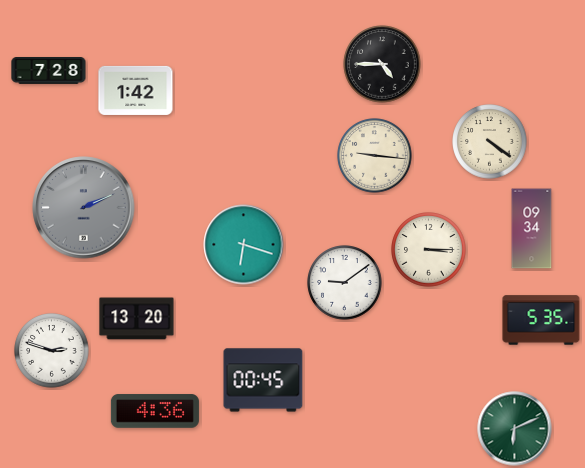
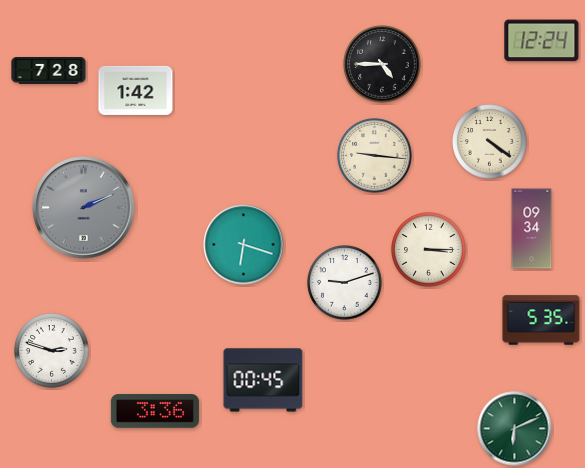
clock at (542, 41): none -> 12:24
clock at (345, 283): 9:09 -> 9:12
clock at (137, 319): 13:20 -> none
clock at (155, 411): 4:36 -> 3:36
